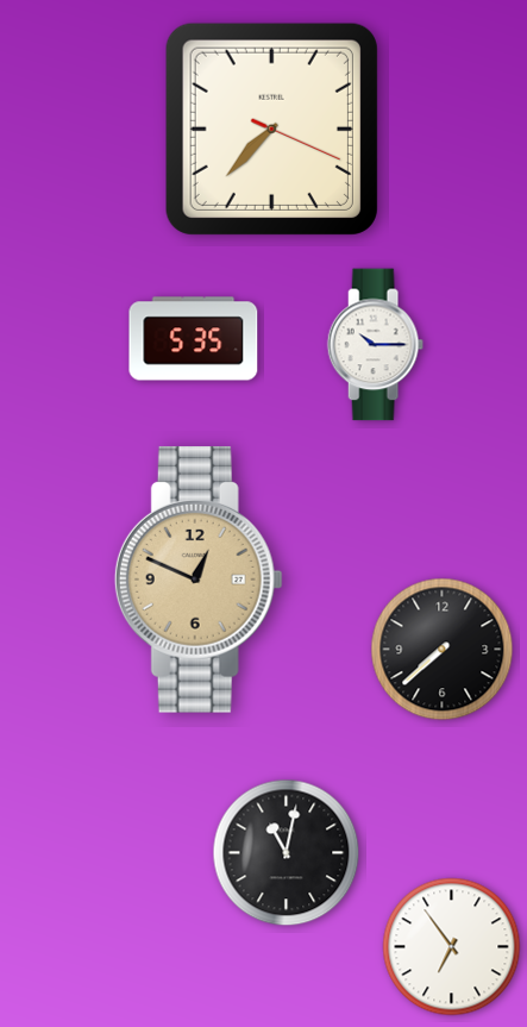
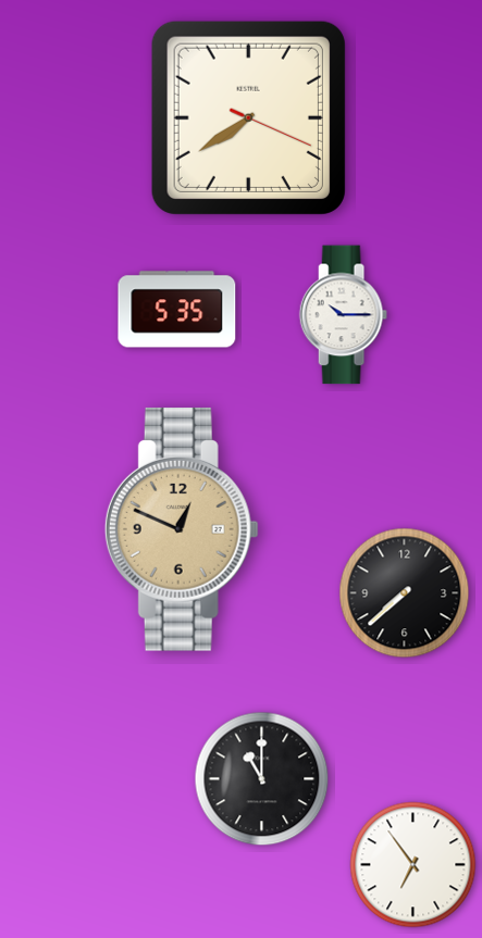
clock at (271, 129): 7:37 -> 7:39
clock at (287, 853): 11:02 -> 11:00
